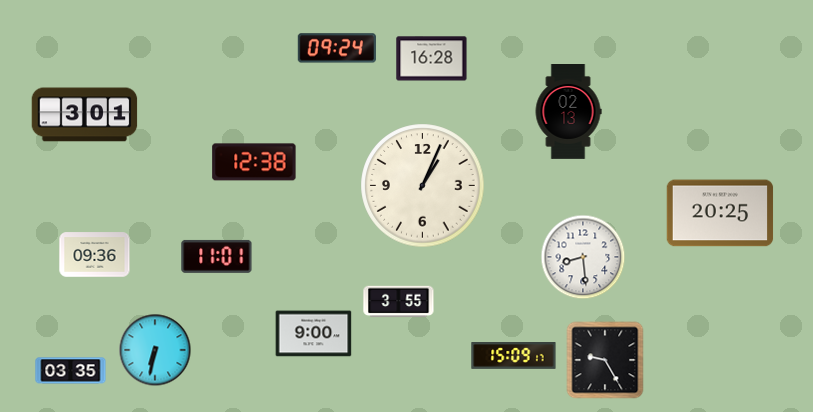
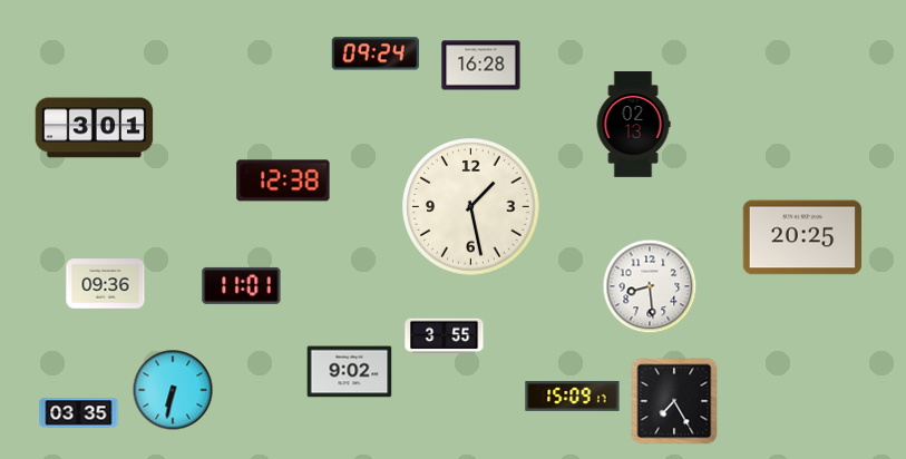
clock at (423, 186): 1:04 -> 1:28
clock at (314, 334): 9:00 -> 9:02
clock at (605, 360): 9:25 -> 7:25
